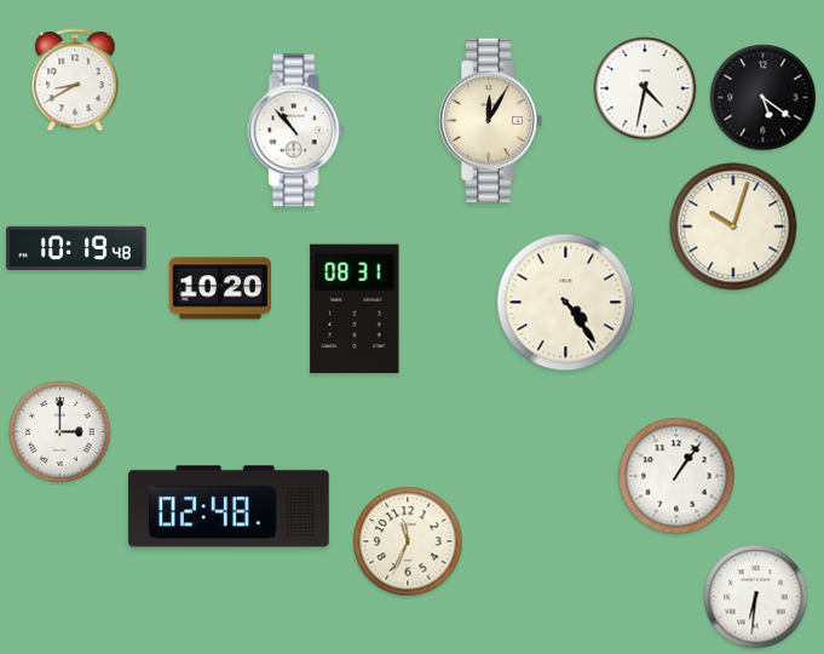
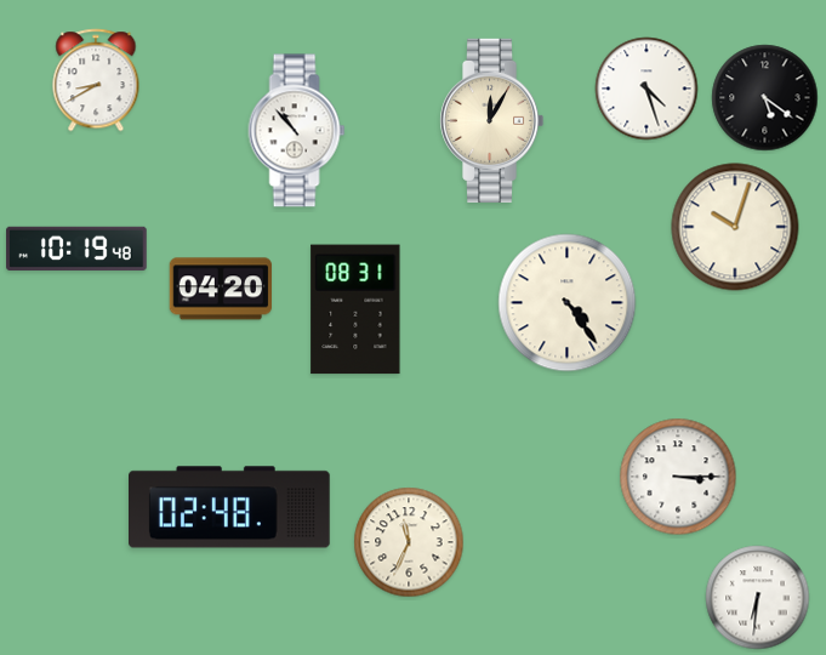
clock at (75, 80) position: (75, 80) -> (96, 80)
clock at (645, 88): 4:32 -> 4:27
clock at (219, 288): 10:20 -> 04:20
clock at (60, 432): 3:00 -> none
clock at (676, 476): 1:06 -> 3:15
